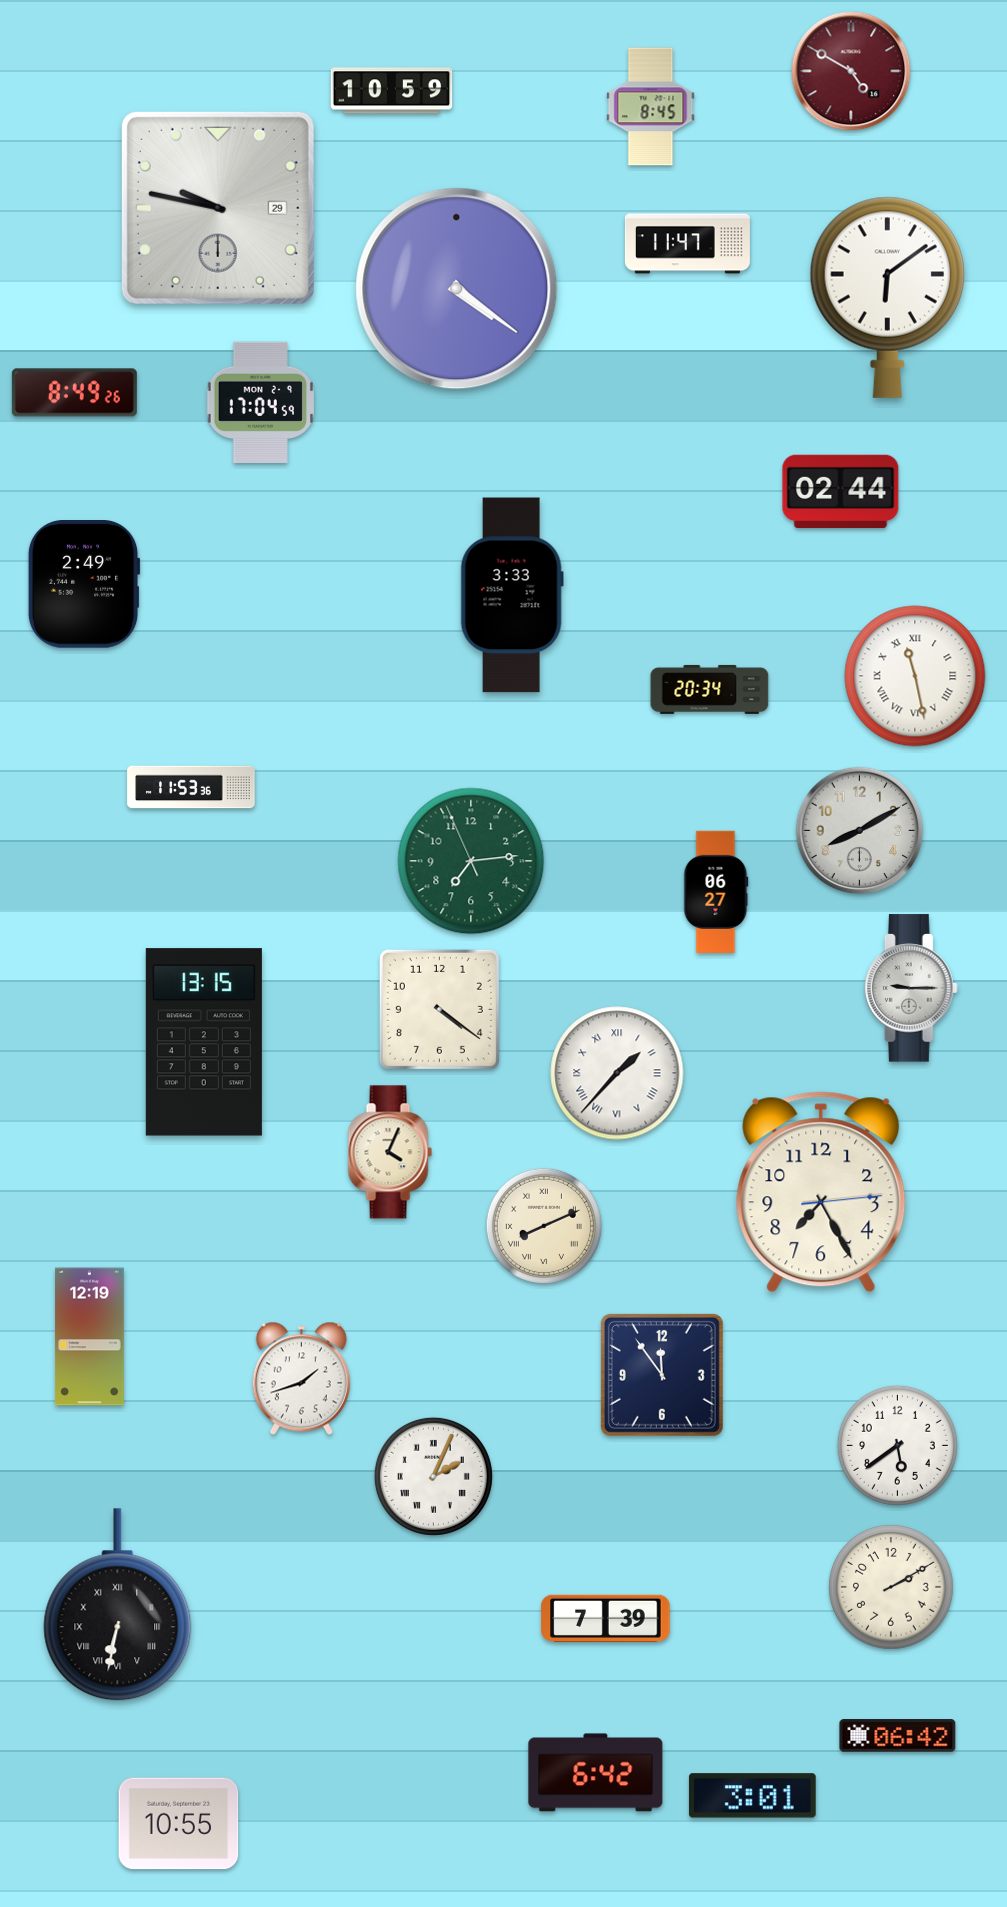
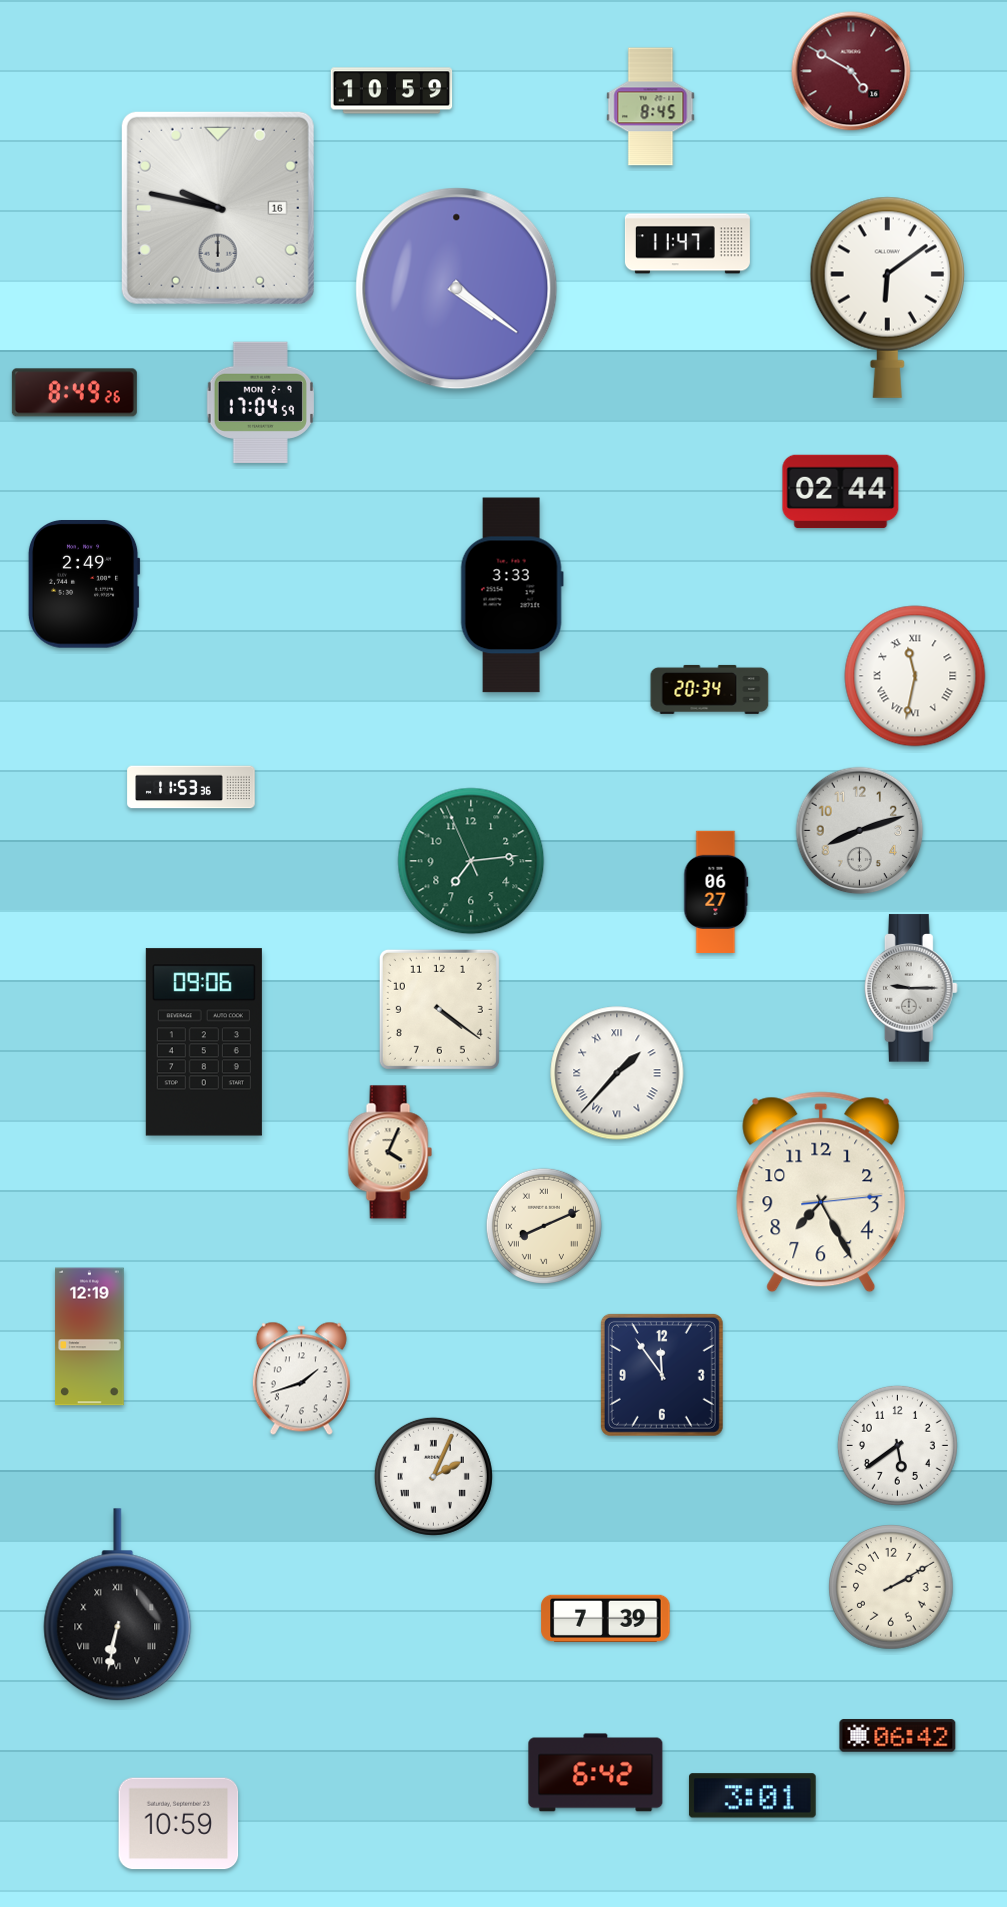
clock at (218, 208) date: 29 -> 16
clock at (915, 676): 11:28 -> 11:32
clock at (860, 831): 8:10 -> 8:12
clock at (204, 1042): 13:15 -> 09:06
clock at (179, 1824): 10:55 -> 10:59
